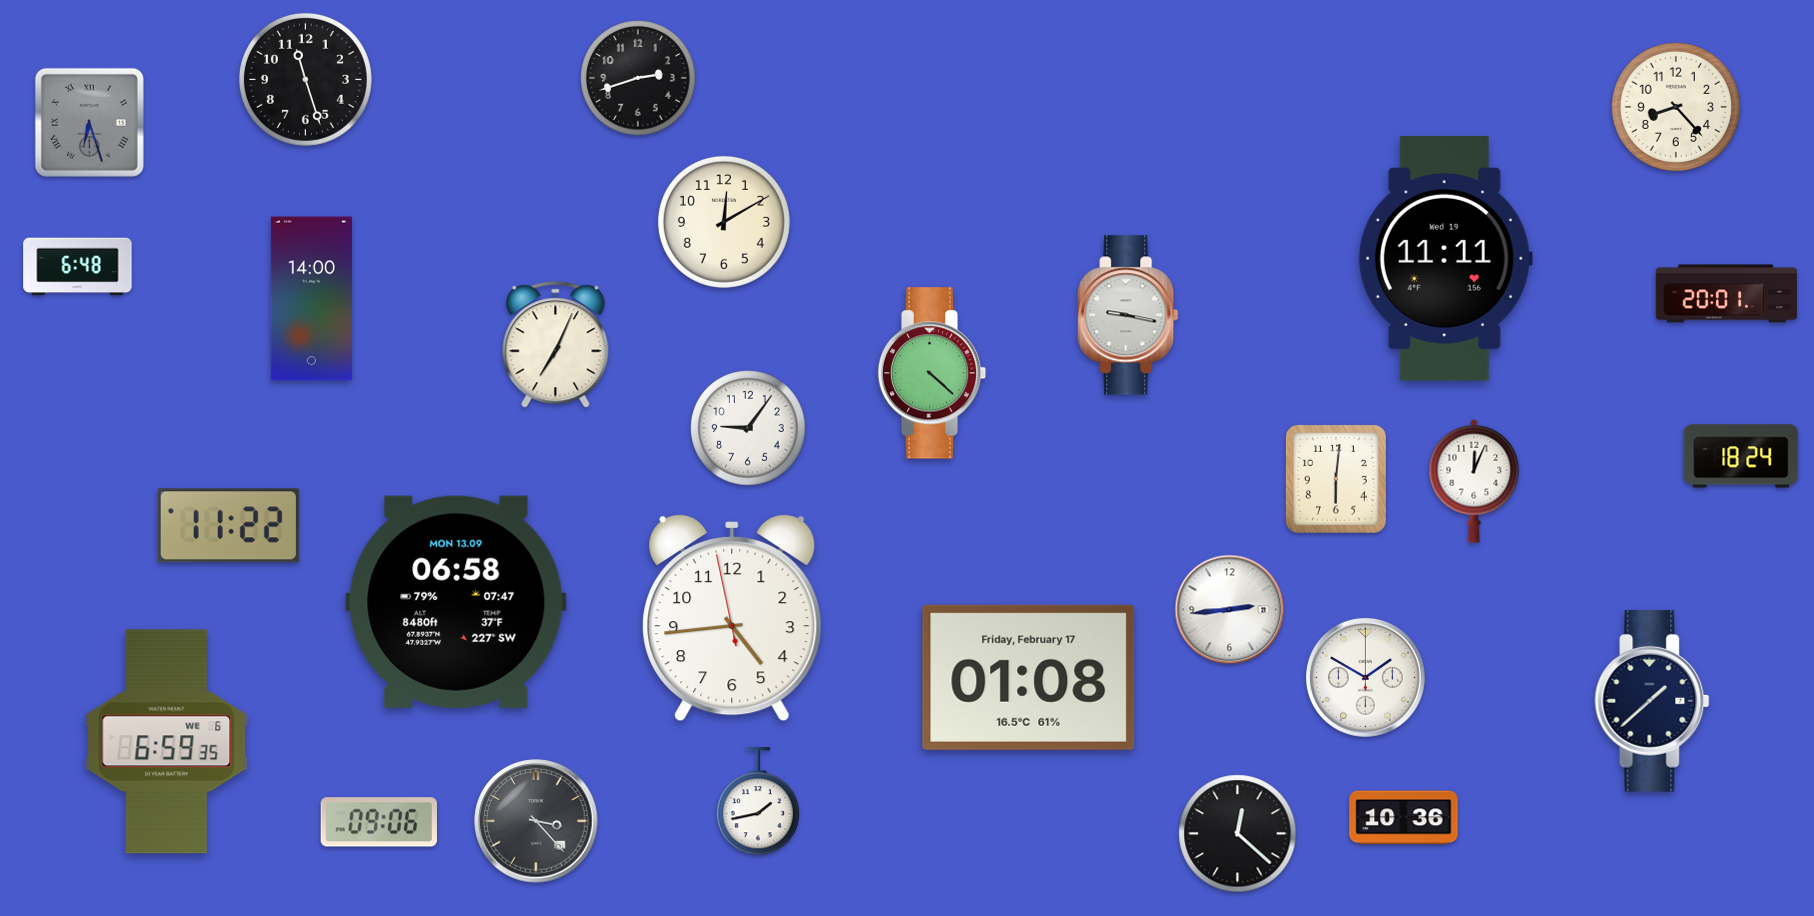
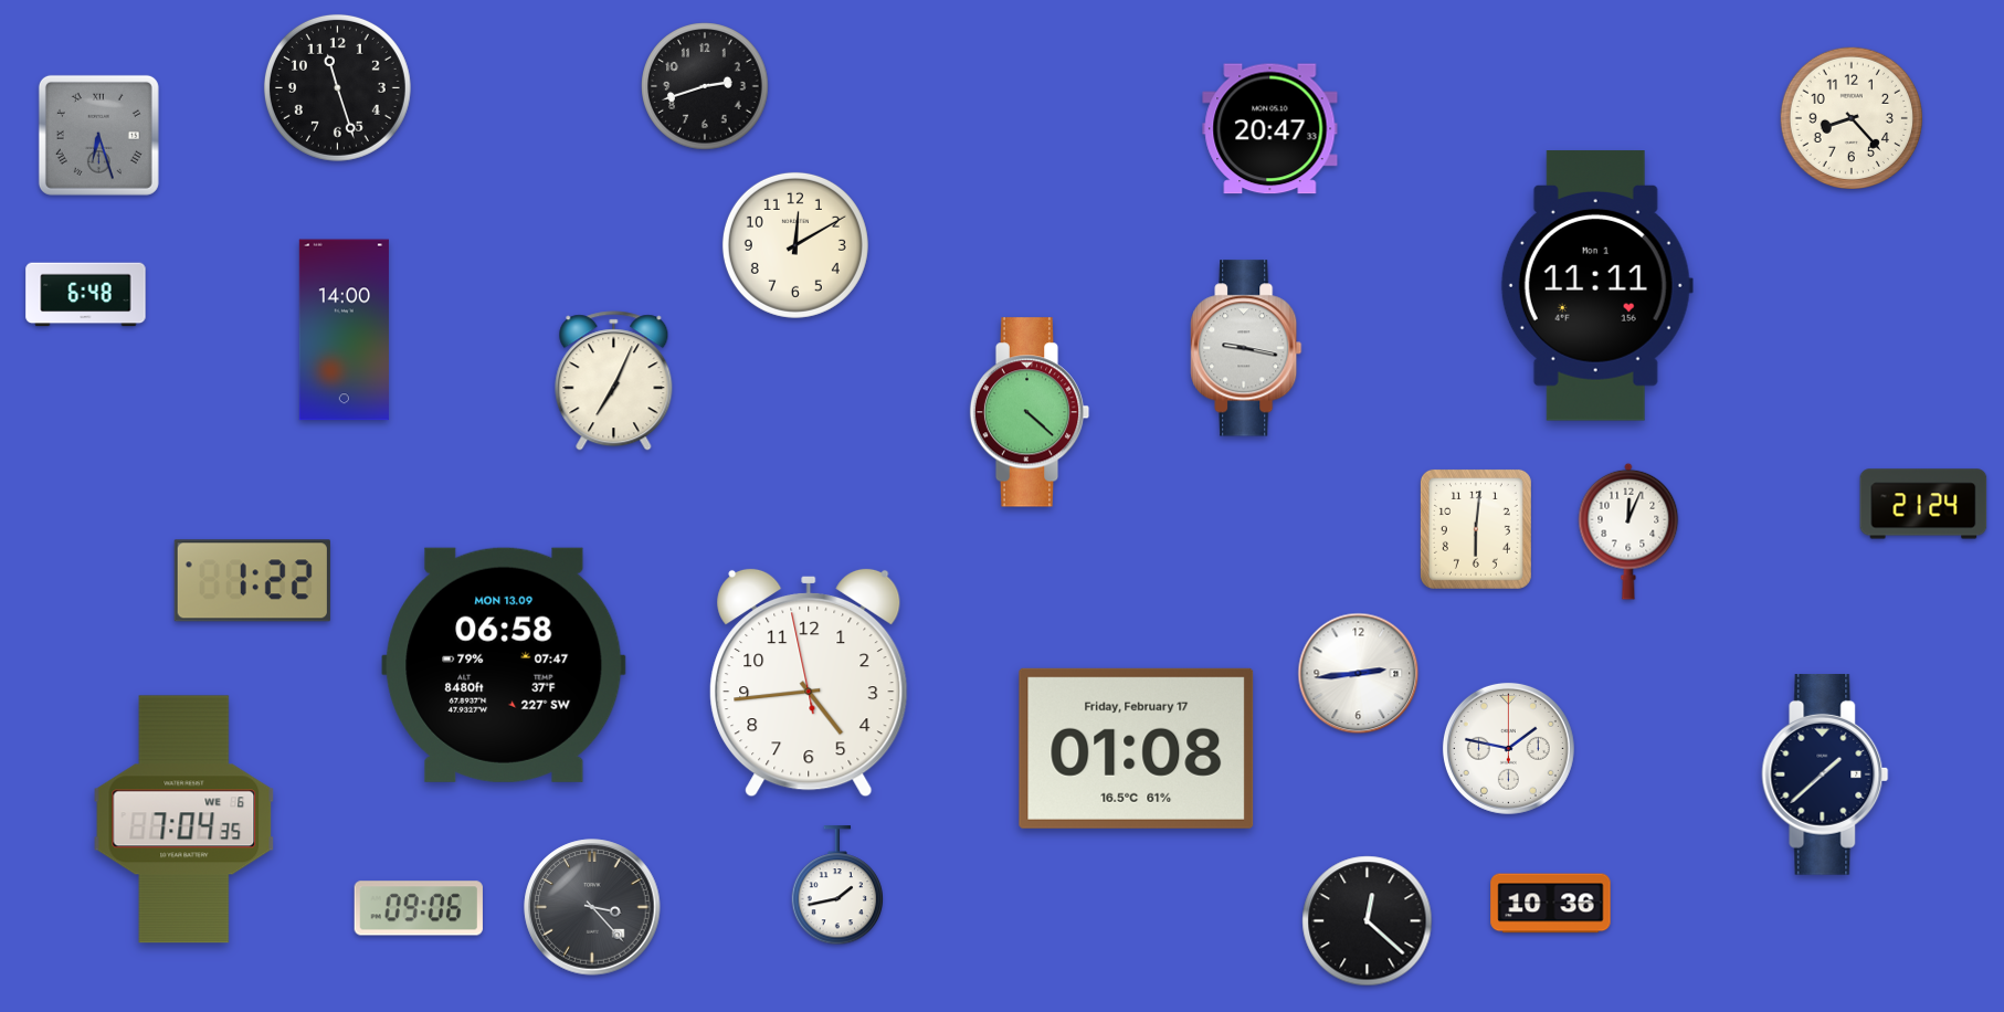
clock at (1270, 129): none -> 20:47
clock at (724, 222) position: (724, 222) -> (795, 245)
clock at (1445, 259) date: Wed 19 -> Mon 1
clock at (1726, 294): 20:01 -> none
clock at (748, 428): 9:06 -> none
clock at (1741, 456): 18:24 -> 21:24
clock at (228, 526): 11:22 -> 1:22
clock at (1365, 677): 1:50 -> 1:47
clock at (167, 742): 6:59 -> 7:04
